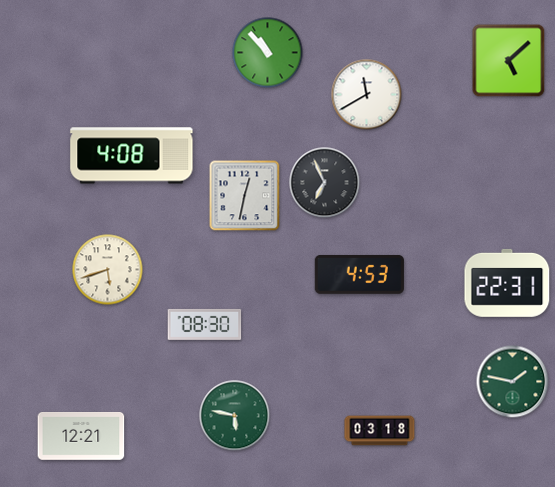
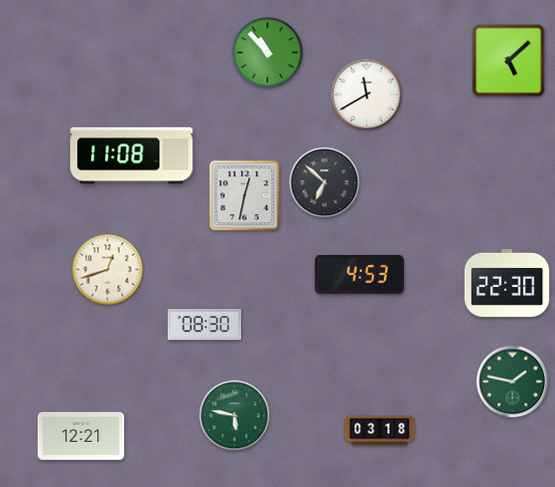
clock at (132, 156): 4:08 -> 11:08
clock at (325, 183): 6:56 -> 6:52
clock at (108, 270): 5:42 -> 12:42
clock at (507, 283): 22:31 -> 22:30
